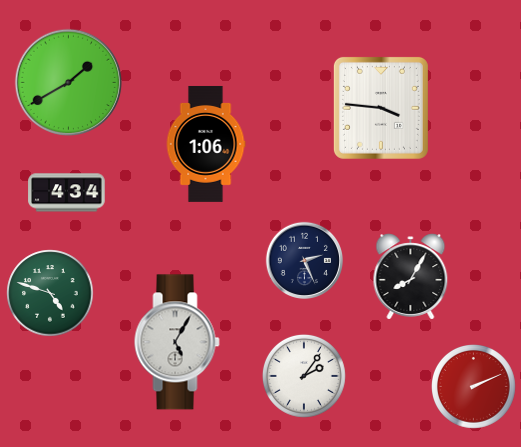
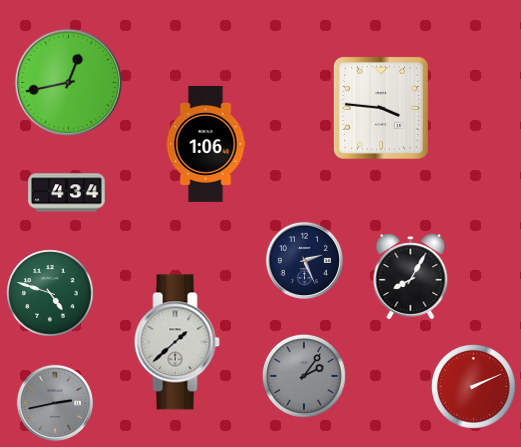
clock at (69, 83): 1:40 -> 12:43
clock at (177, 342): 5:05 -> 1:38
clock at (304, 376) dial: white -> grey
clock at (55, 403): none -> 2:43
